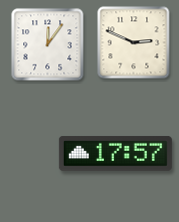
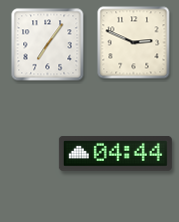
clock at (48, 45): 12:06 -> 7:06
clock at (115, 153): 17:57 -> 04:44
